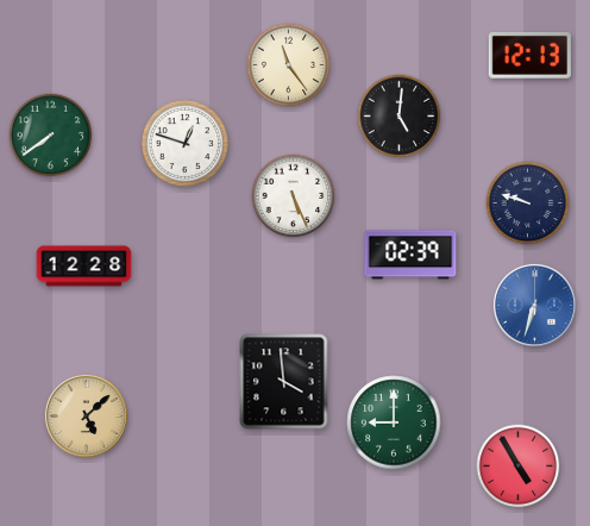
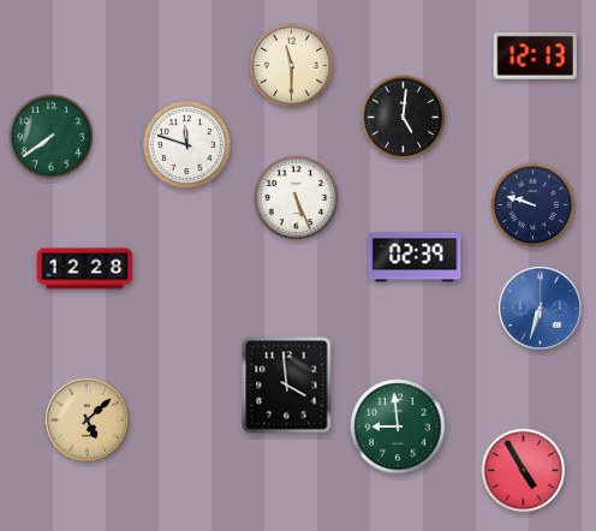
clock at (289, 65): 11:24 -> 11:30
clock at (184, 143): 12:48 -> 11:48
clock at (394, 422): 9:00 -> 8:59
